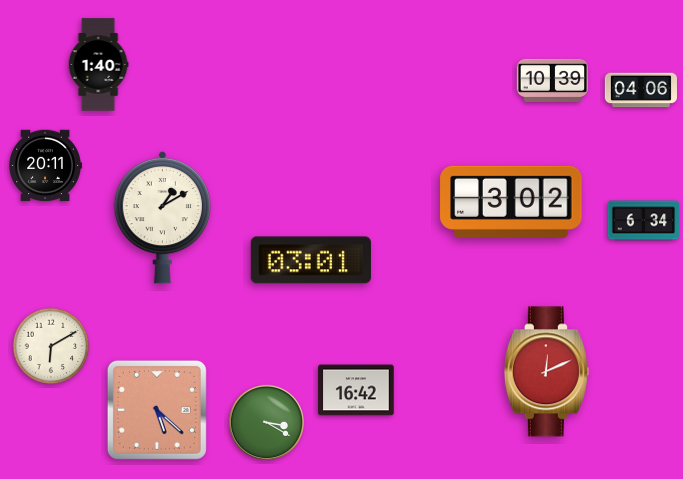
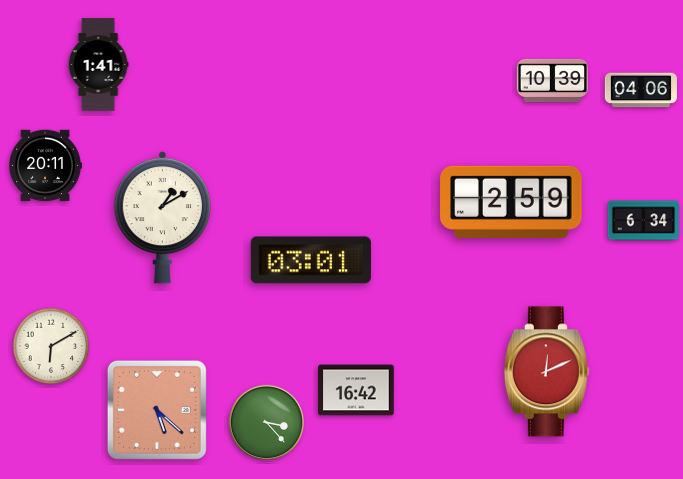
clock at (98, 65): 1:40 -> 1:41
clock at (511, 202): 3:02 -> 2:59
clock at (266, 422): 3:20 -> 3:23
